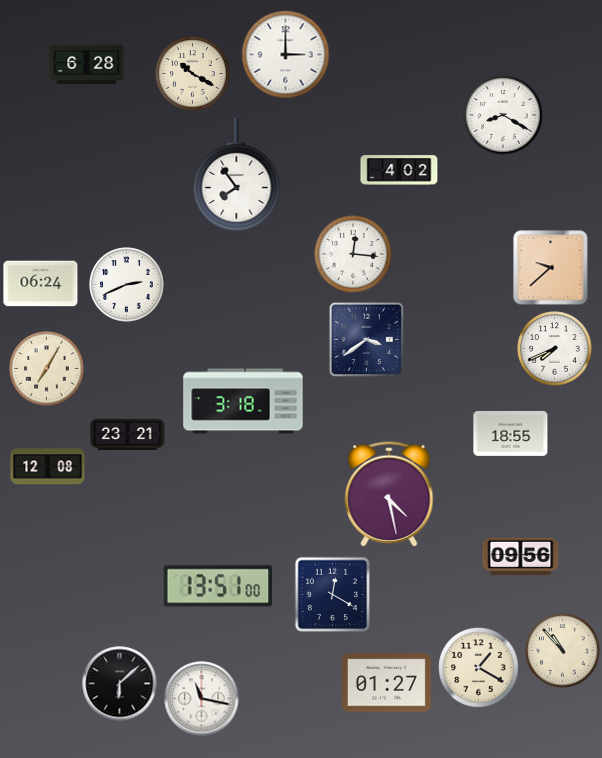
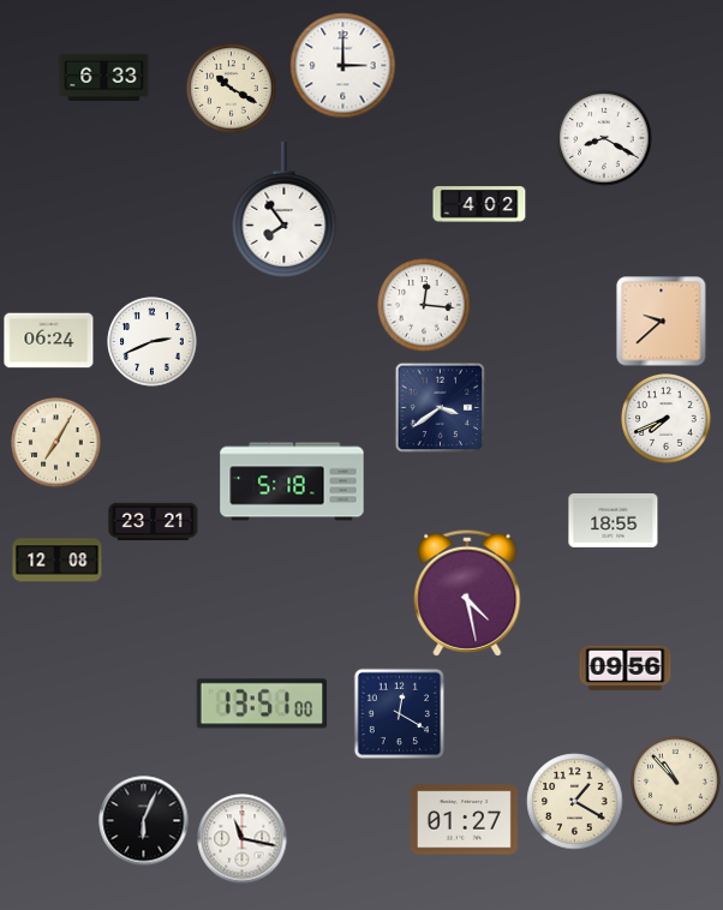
clock at (87, 65): 6:28 -> 6:33
clock at (243, 401): 3:18 -> 5:18
clock at (120, 684): 6:08 -> 6:04
